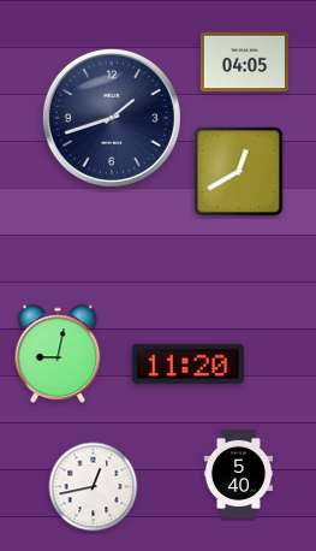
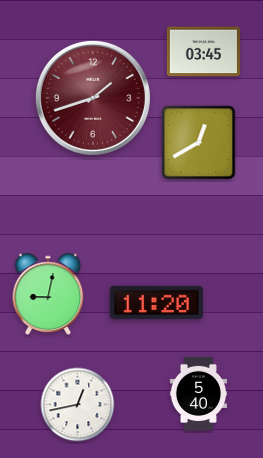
clock at (244, 63): 04:05 -> 03:45
clock at (112, 118) dial: navy -> burgundy
